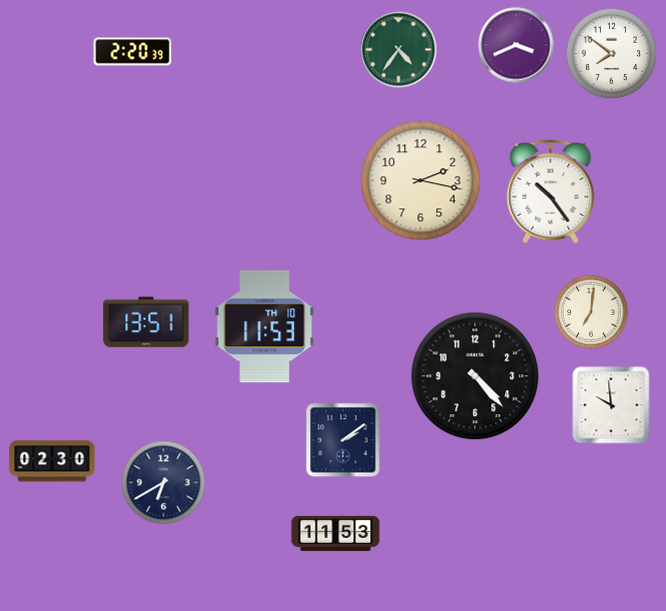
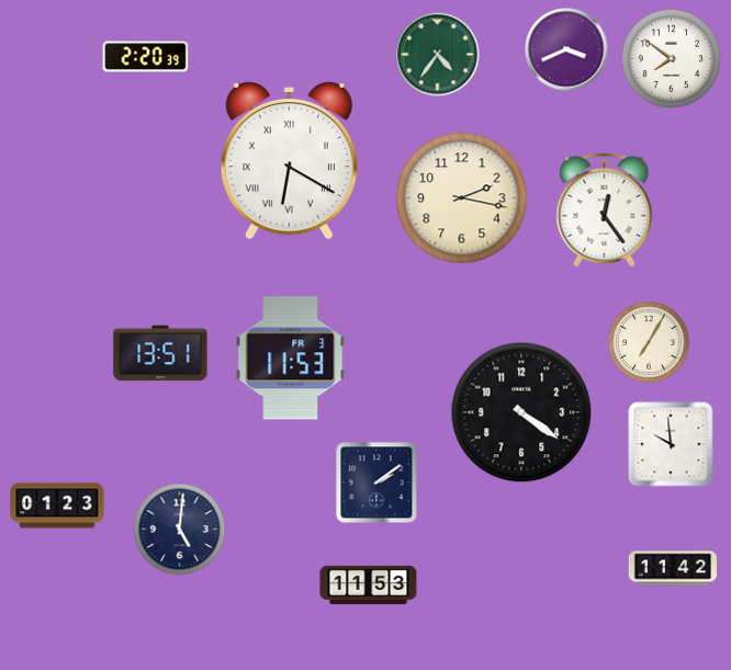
clock at (289, 160): none -> 6:20
clock at (551, 191): 10:24 -> 12:24
clock at (592, 313): 7:01 -> 7:05
clock at (265, 327) date: TH 10 -> FR 3
clock at (475, 376): 4:23 -> 4:21
clock at (52, 461): 02:30 -> 01:23
clock at (164, 483): 6:40 -> 5:01
clock at (673, 568): none -> 11:42
